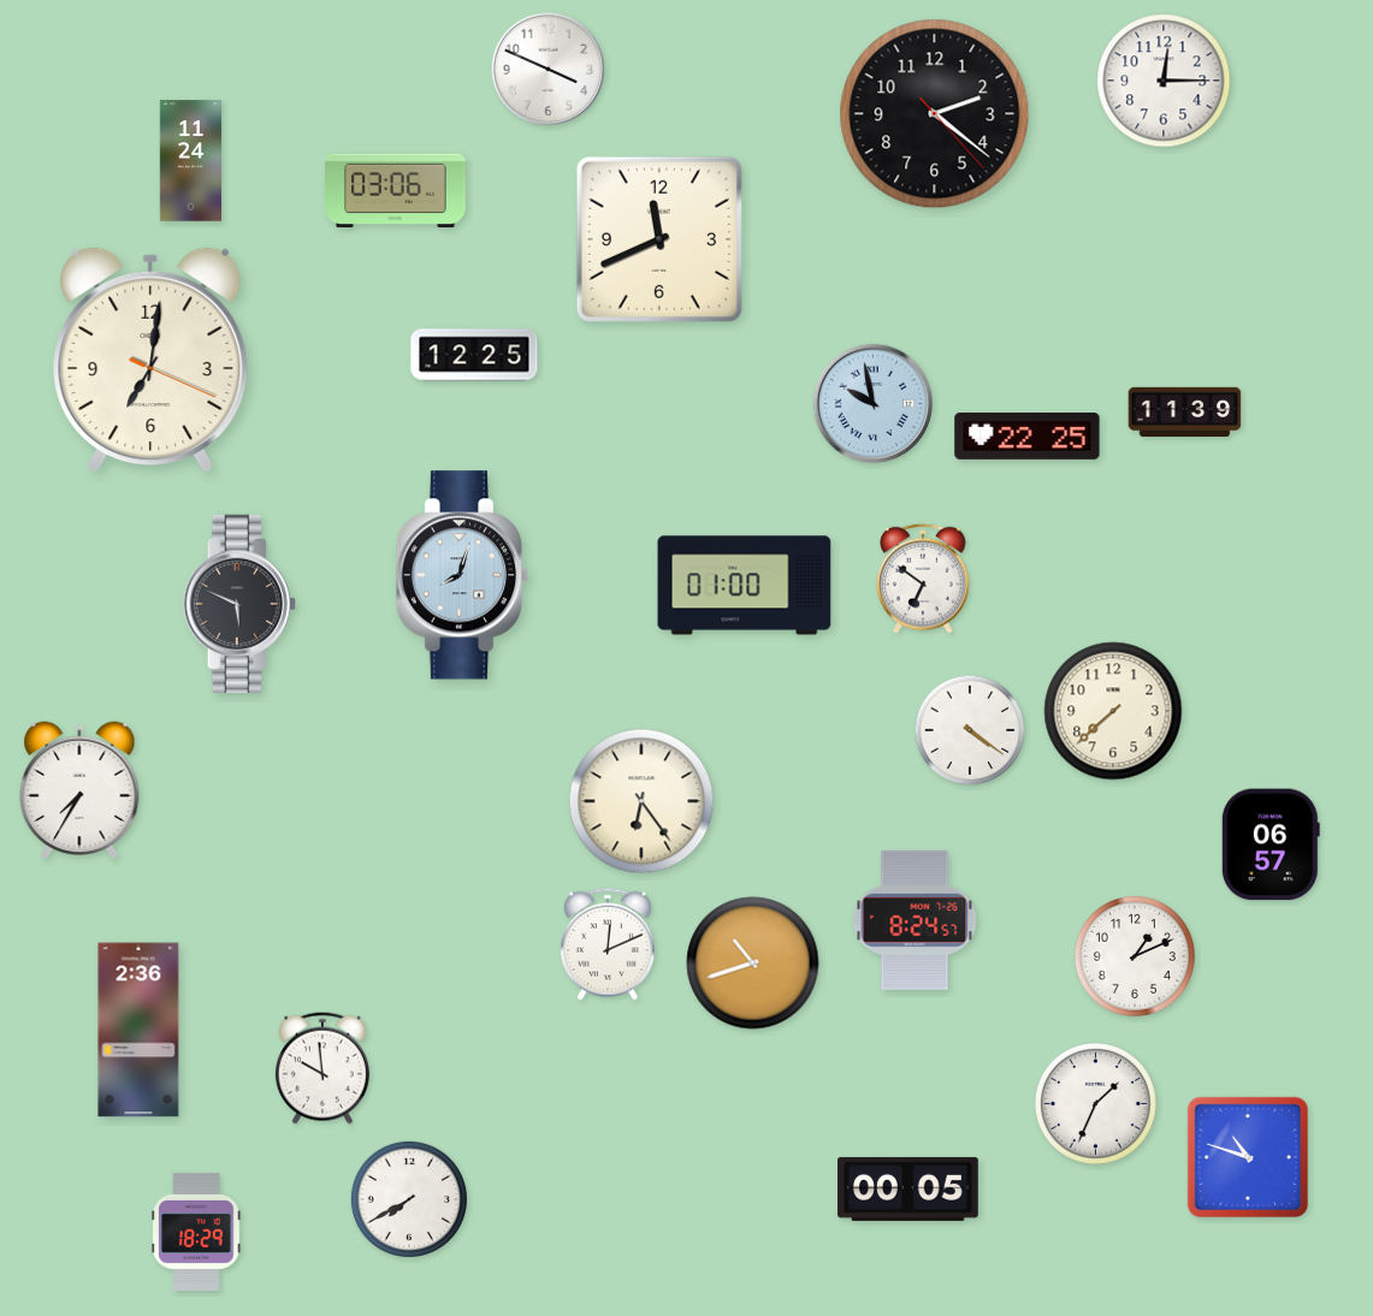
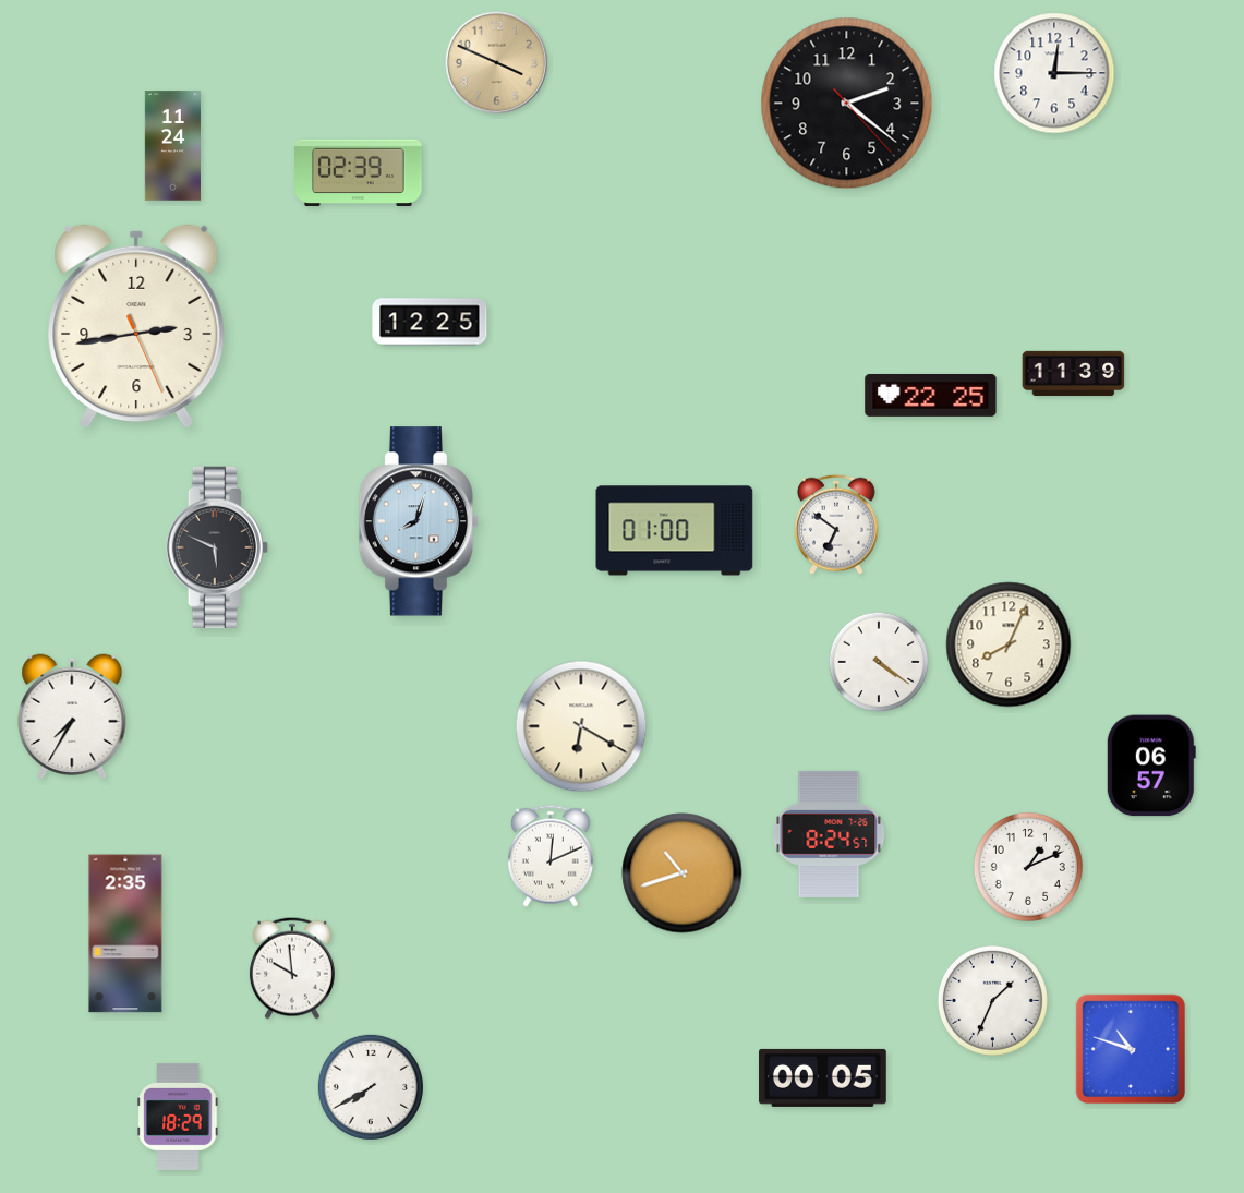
clock at (549, 70) dial: white -> champagne
clock at (396, 191): 03:06 -> 02:39
clock at (659, 239): 11:41 -> none
clock at (150, 360): 7:01 -> 2:43
clock at (872, 403): 9:58 -> none
clock at (1113, 711): 7:38 -> 8:04
clock at (641, 801): 6:24 -> 6:20
clock at (138, 1030): 2:36 -> 2:35
